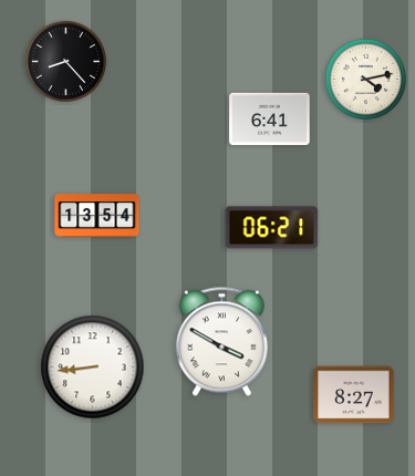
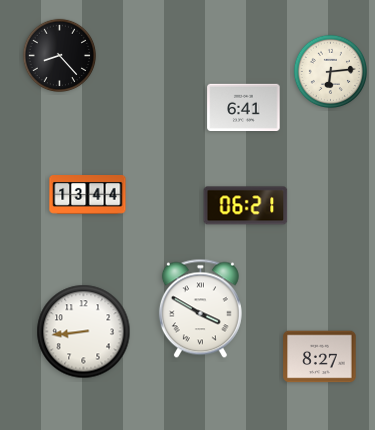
clock at (365, 79): 4:13 -> 6:14
clock at (97, 216): 13:54 -> 13:44
